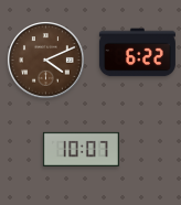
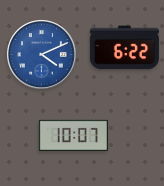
clock at (46, 61) dial: brown -> blue
